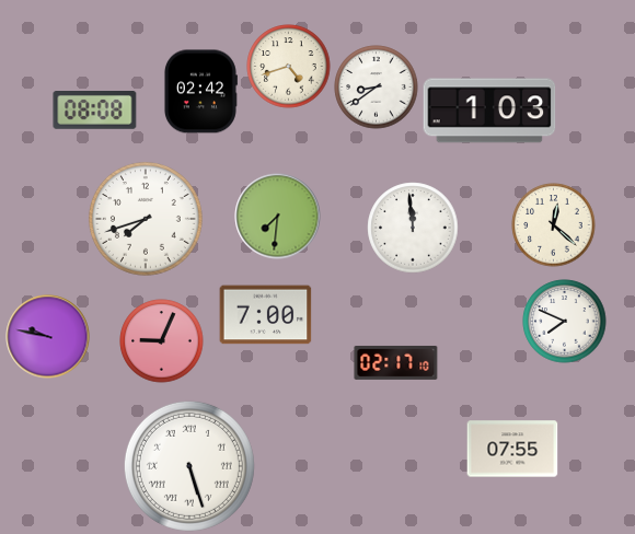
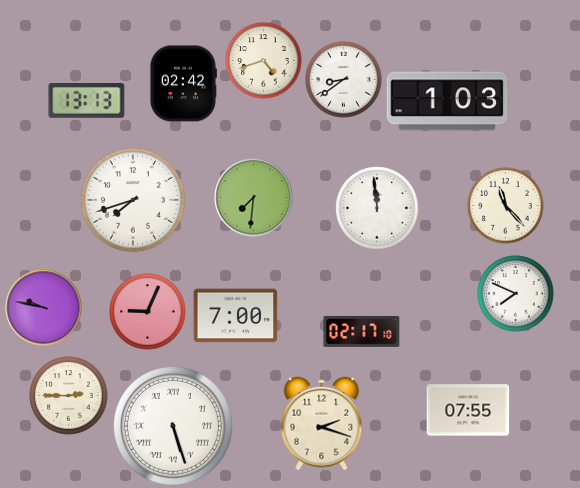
clock at (95, 111): 08:08 -> 13:13
clock at (554, 225): 12:22 -> 11:23
clock at (266, 315) position: (266, 315) -> (236, 316)
clock at (69, 396): none -> 2:45
clock at (322, 424): none -> 2:18
